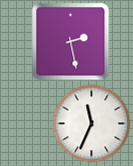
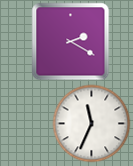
clock at (70, 41): 2:28 -> 2:20
